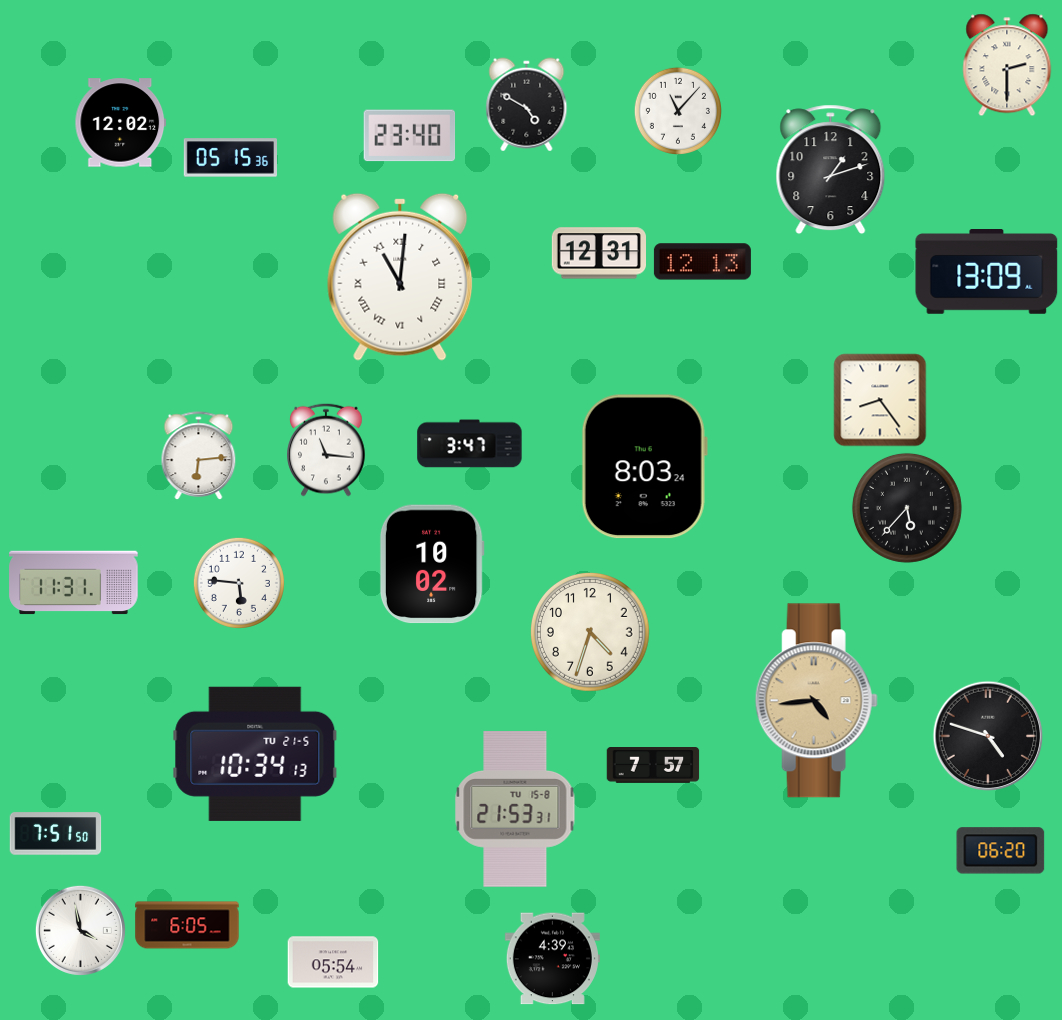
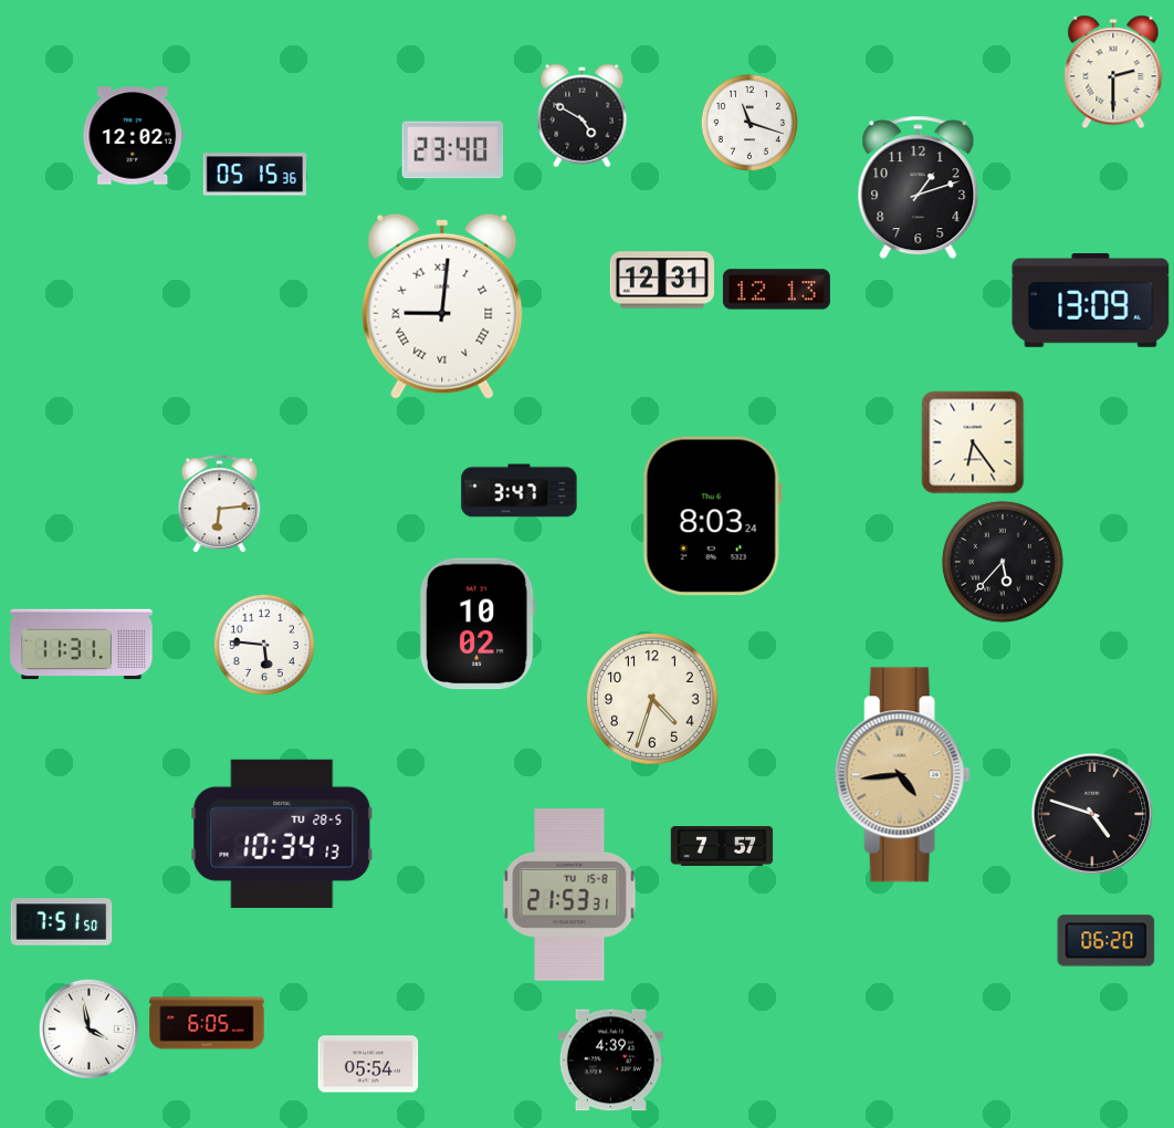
clock at (678, 111): 11:07 -> 11:18
clock at (400, 277): 11:01 -> 9:01
clock at (880, 400): 8:24 -> 6:24
clock at (326, 450): 11:16 -> none
clock at (255, 754) date: TU 21-5 -> TU 28-5
